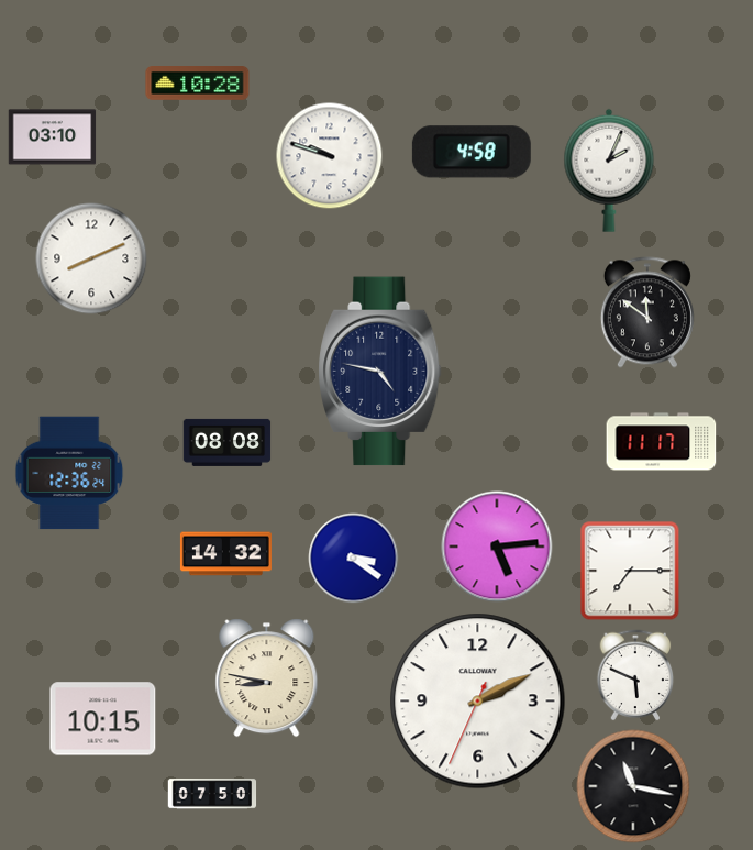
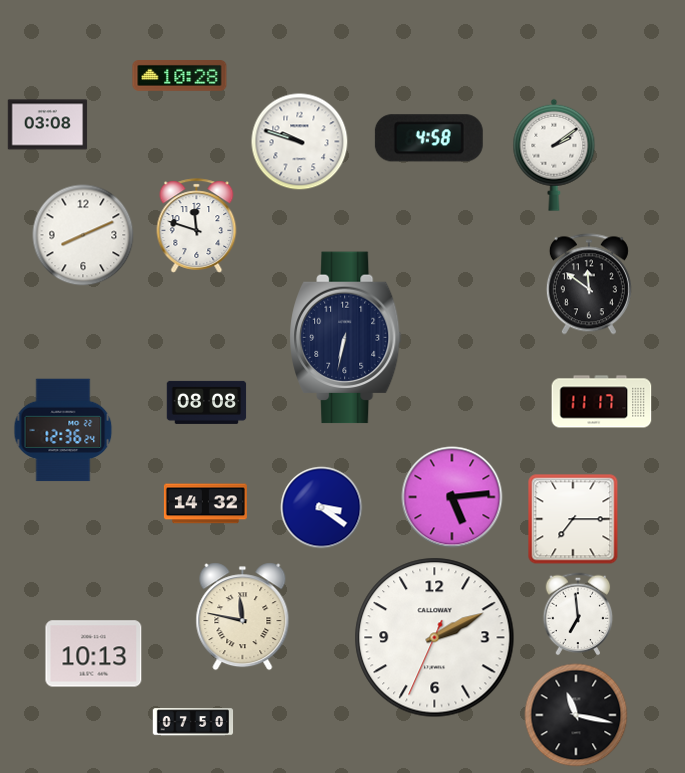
clock at (53, 137): 03:10 -> 03:08
clock at (609, 170): 2:04 -> 2:09
clock at (197, 226): none -> 11:48
clock at (380, 372): 4:47 -> 6:32
clock at (635, 675): 5:49 -> 6:59
clock at (267, 678): 8:47 -> 11:47
clock at (103, 719): 10:15 -> 10:13
